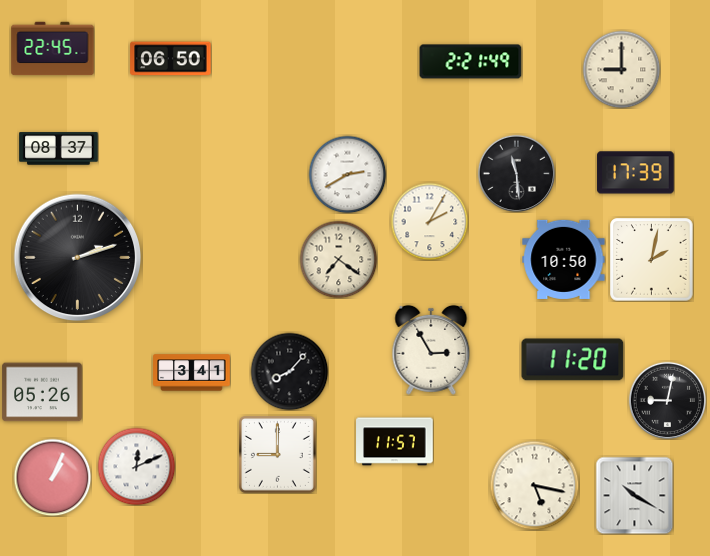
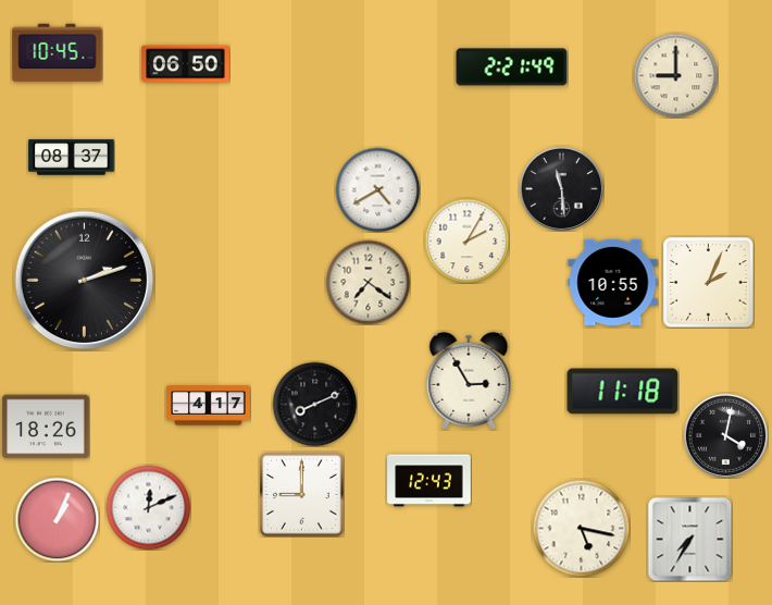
clock at (53, 49): 22:45 -> 10:45
clock at (59, 149) position: (59, 149) -> (72, 158)
clock at (636, 173): 17:39 -> none
clock at (347, 174): 2:40 -> 4:40
clock at (564, 259): 10:50 -> 10:55
clock at (652, 260): 2:02 -> 2:04
clock at (573, 360): 11:20 -> 11:18
clock at (289, 371): 8:07 -> 8:11
clock at (192, 373): 3:41 -> 4:17
clock at (42, 392): 05:26 -> 18:26
clock at (667, 400): 9:02 -> 4:02
clock at (395, 442): 11:57 -> 12:43
clock at (634, 495): 10:20 -> 7:35
